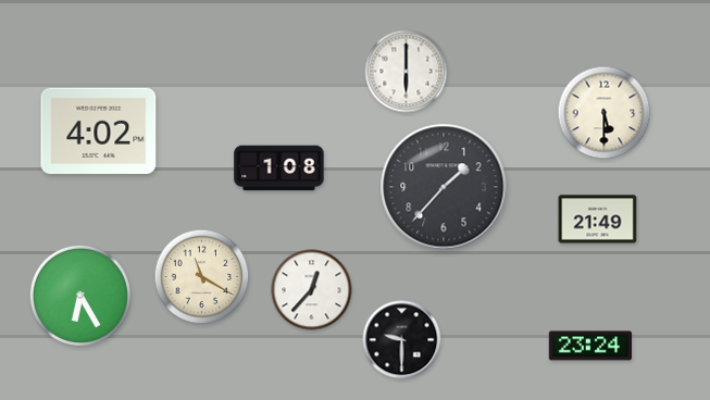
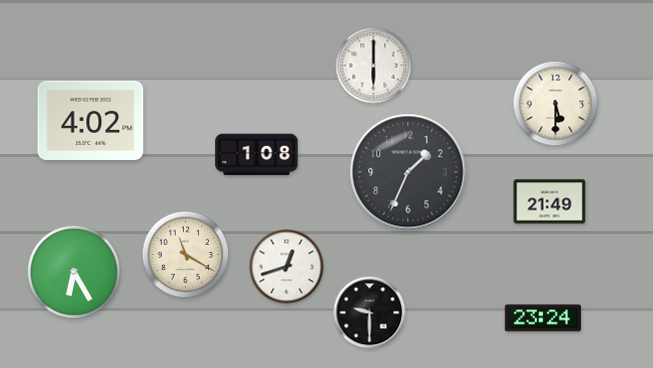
clock at (444, 187): 1:37 -> 1:34
clock at (312, 290): 12:37 -> 12:42
